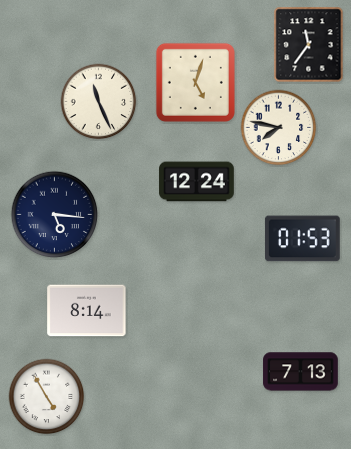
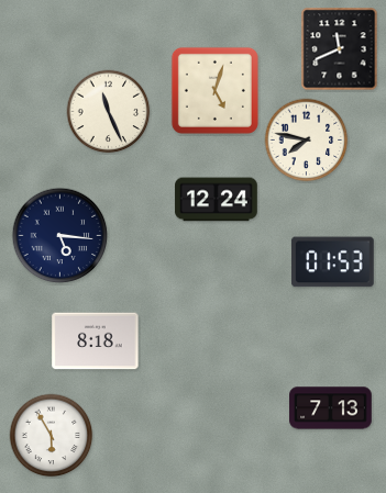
clock at (309, 45): 11:36 -> 11:41
clock at (87, 311): 8:14 -> 8:18
clock at (47, 397): 4:55 -> 5:55
